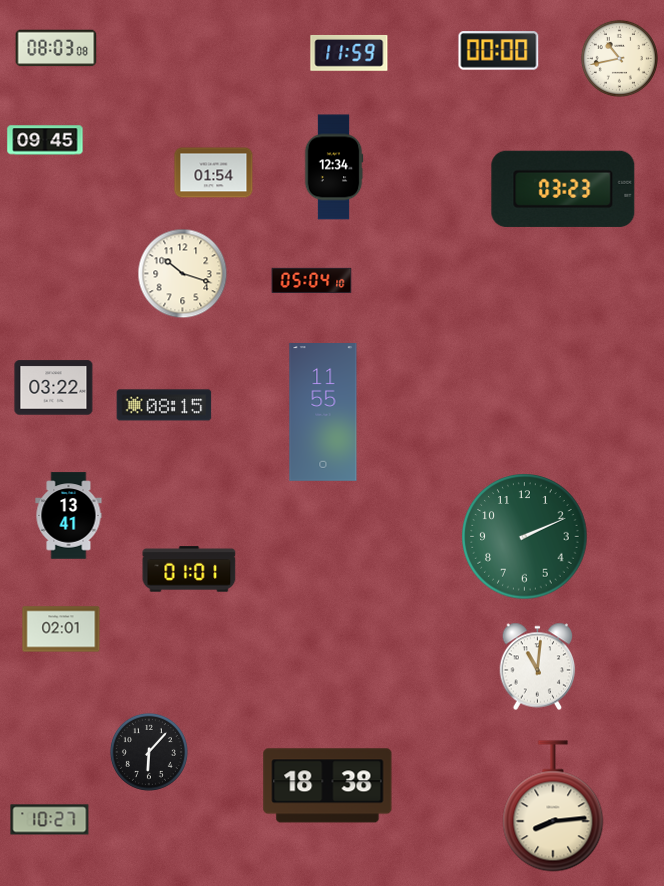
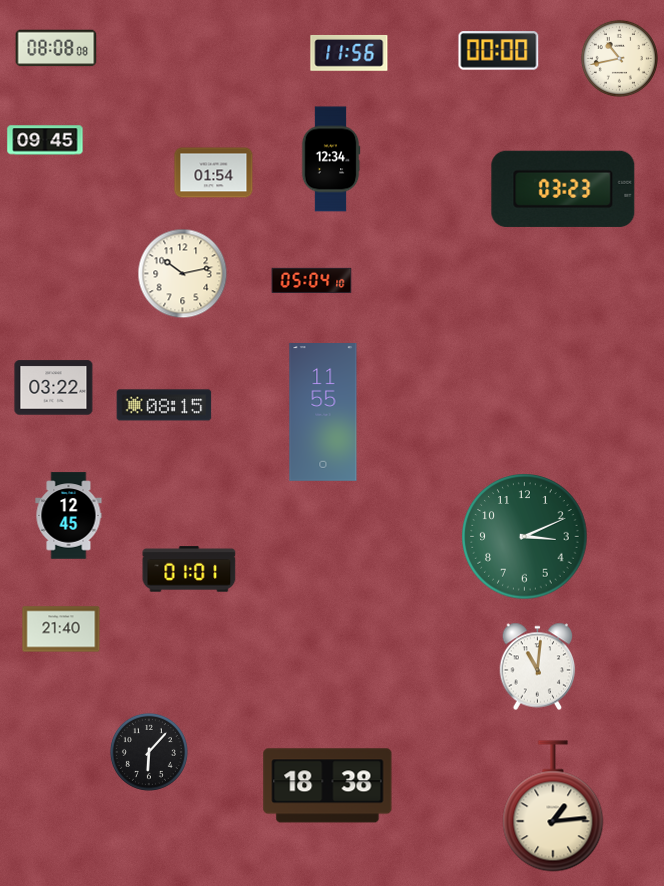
clock at (56, 48): 08:03 -> 08:08
clock at (349, 53): 11:59 -> 11:56
clock at (334, 167) position: (334, 167) -> (331, 159)
clock at (183, 274): 10:18 -> 10:13
clock at (69, 516): 13:41 -> 12:45
clock at (525, 537): 2:11 -> 3:11
clock at (61, 629): 02:01 -> 21:40
clock at (553, 806): 8:14 -> 1:14
clock at (50, 820): 10:27 -> none
